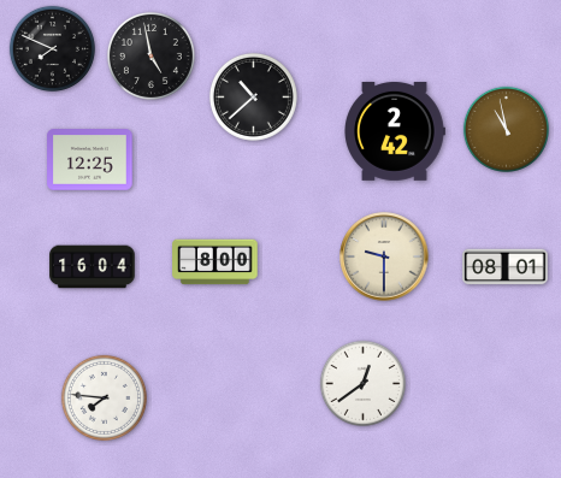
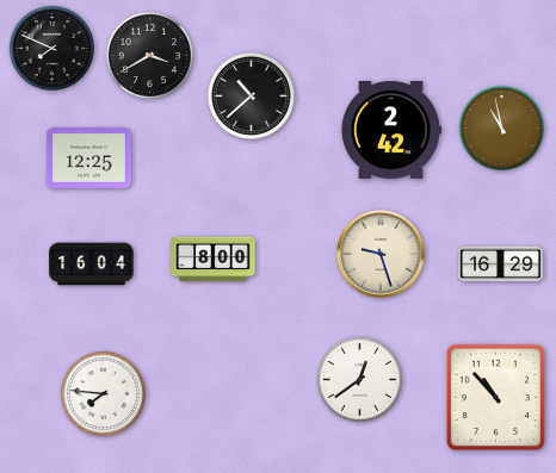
clock at (150, 55): 4:58 -> 3:40
clock at (384, 256): 9:30 -> 9:27
clock at (506, 267): 08:01 -> 16:29
clock at (495, 397): none -> 10:53
